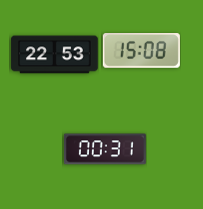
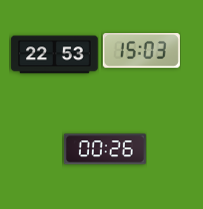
clock at (141, 51): 15:08 -> 15:03
clock at (105, 149): 00:31 -> 00:26
